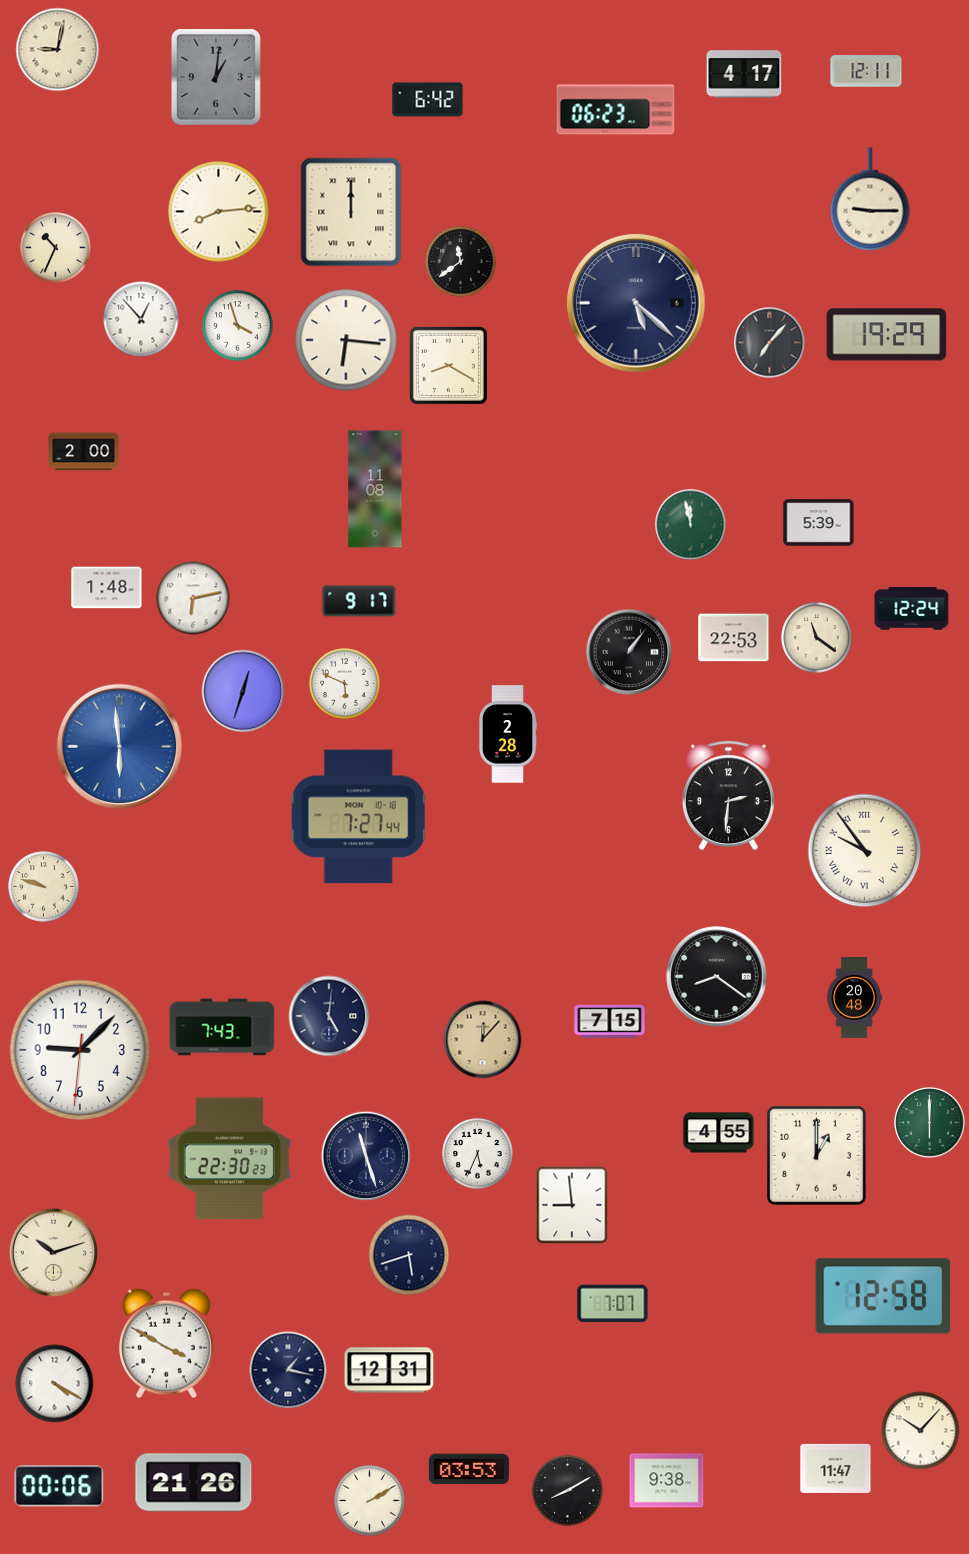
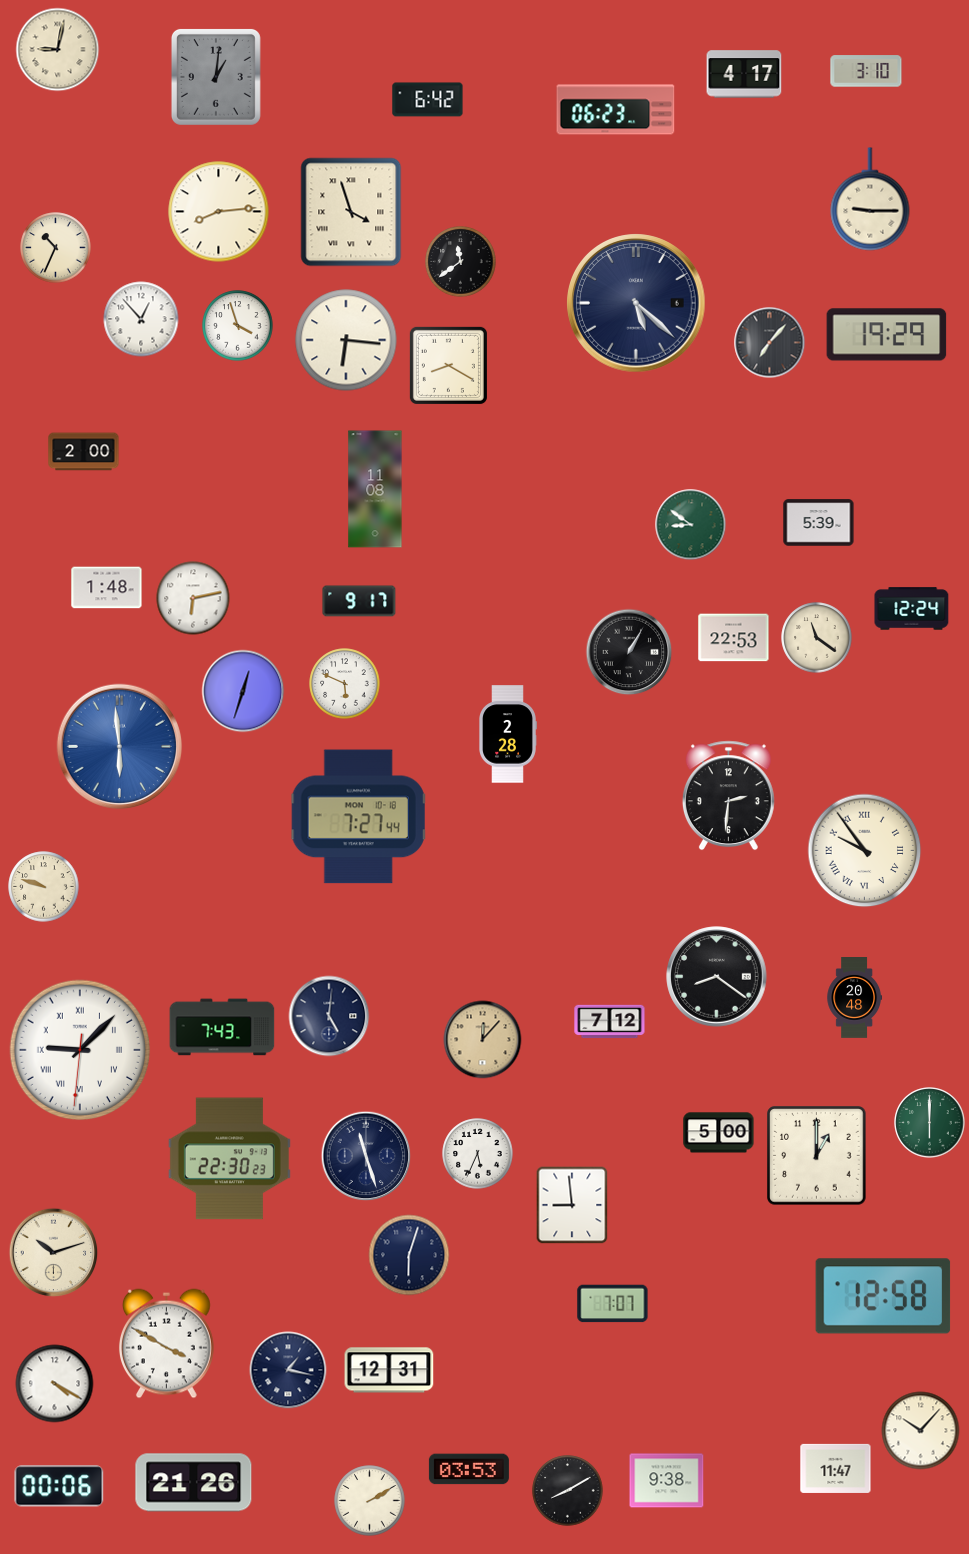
clock at (866, 71): 12:11 -> 3:10
clock at (351, 212): 12:00 -> 3:57
clock at (691, 525): 11:58 -> 8:51
clock at (629, 652): 1:06 -> 1:05
clock at (610, 1022): 7:15 -> 7:12
clock at (80, 1050) numerals: Arabic -> Roman
clock at (719, 1133): 4:55 -> 5:00
clock at (409, 1255): 5:42 -> 6:03
